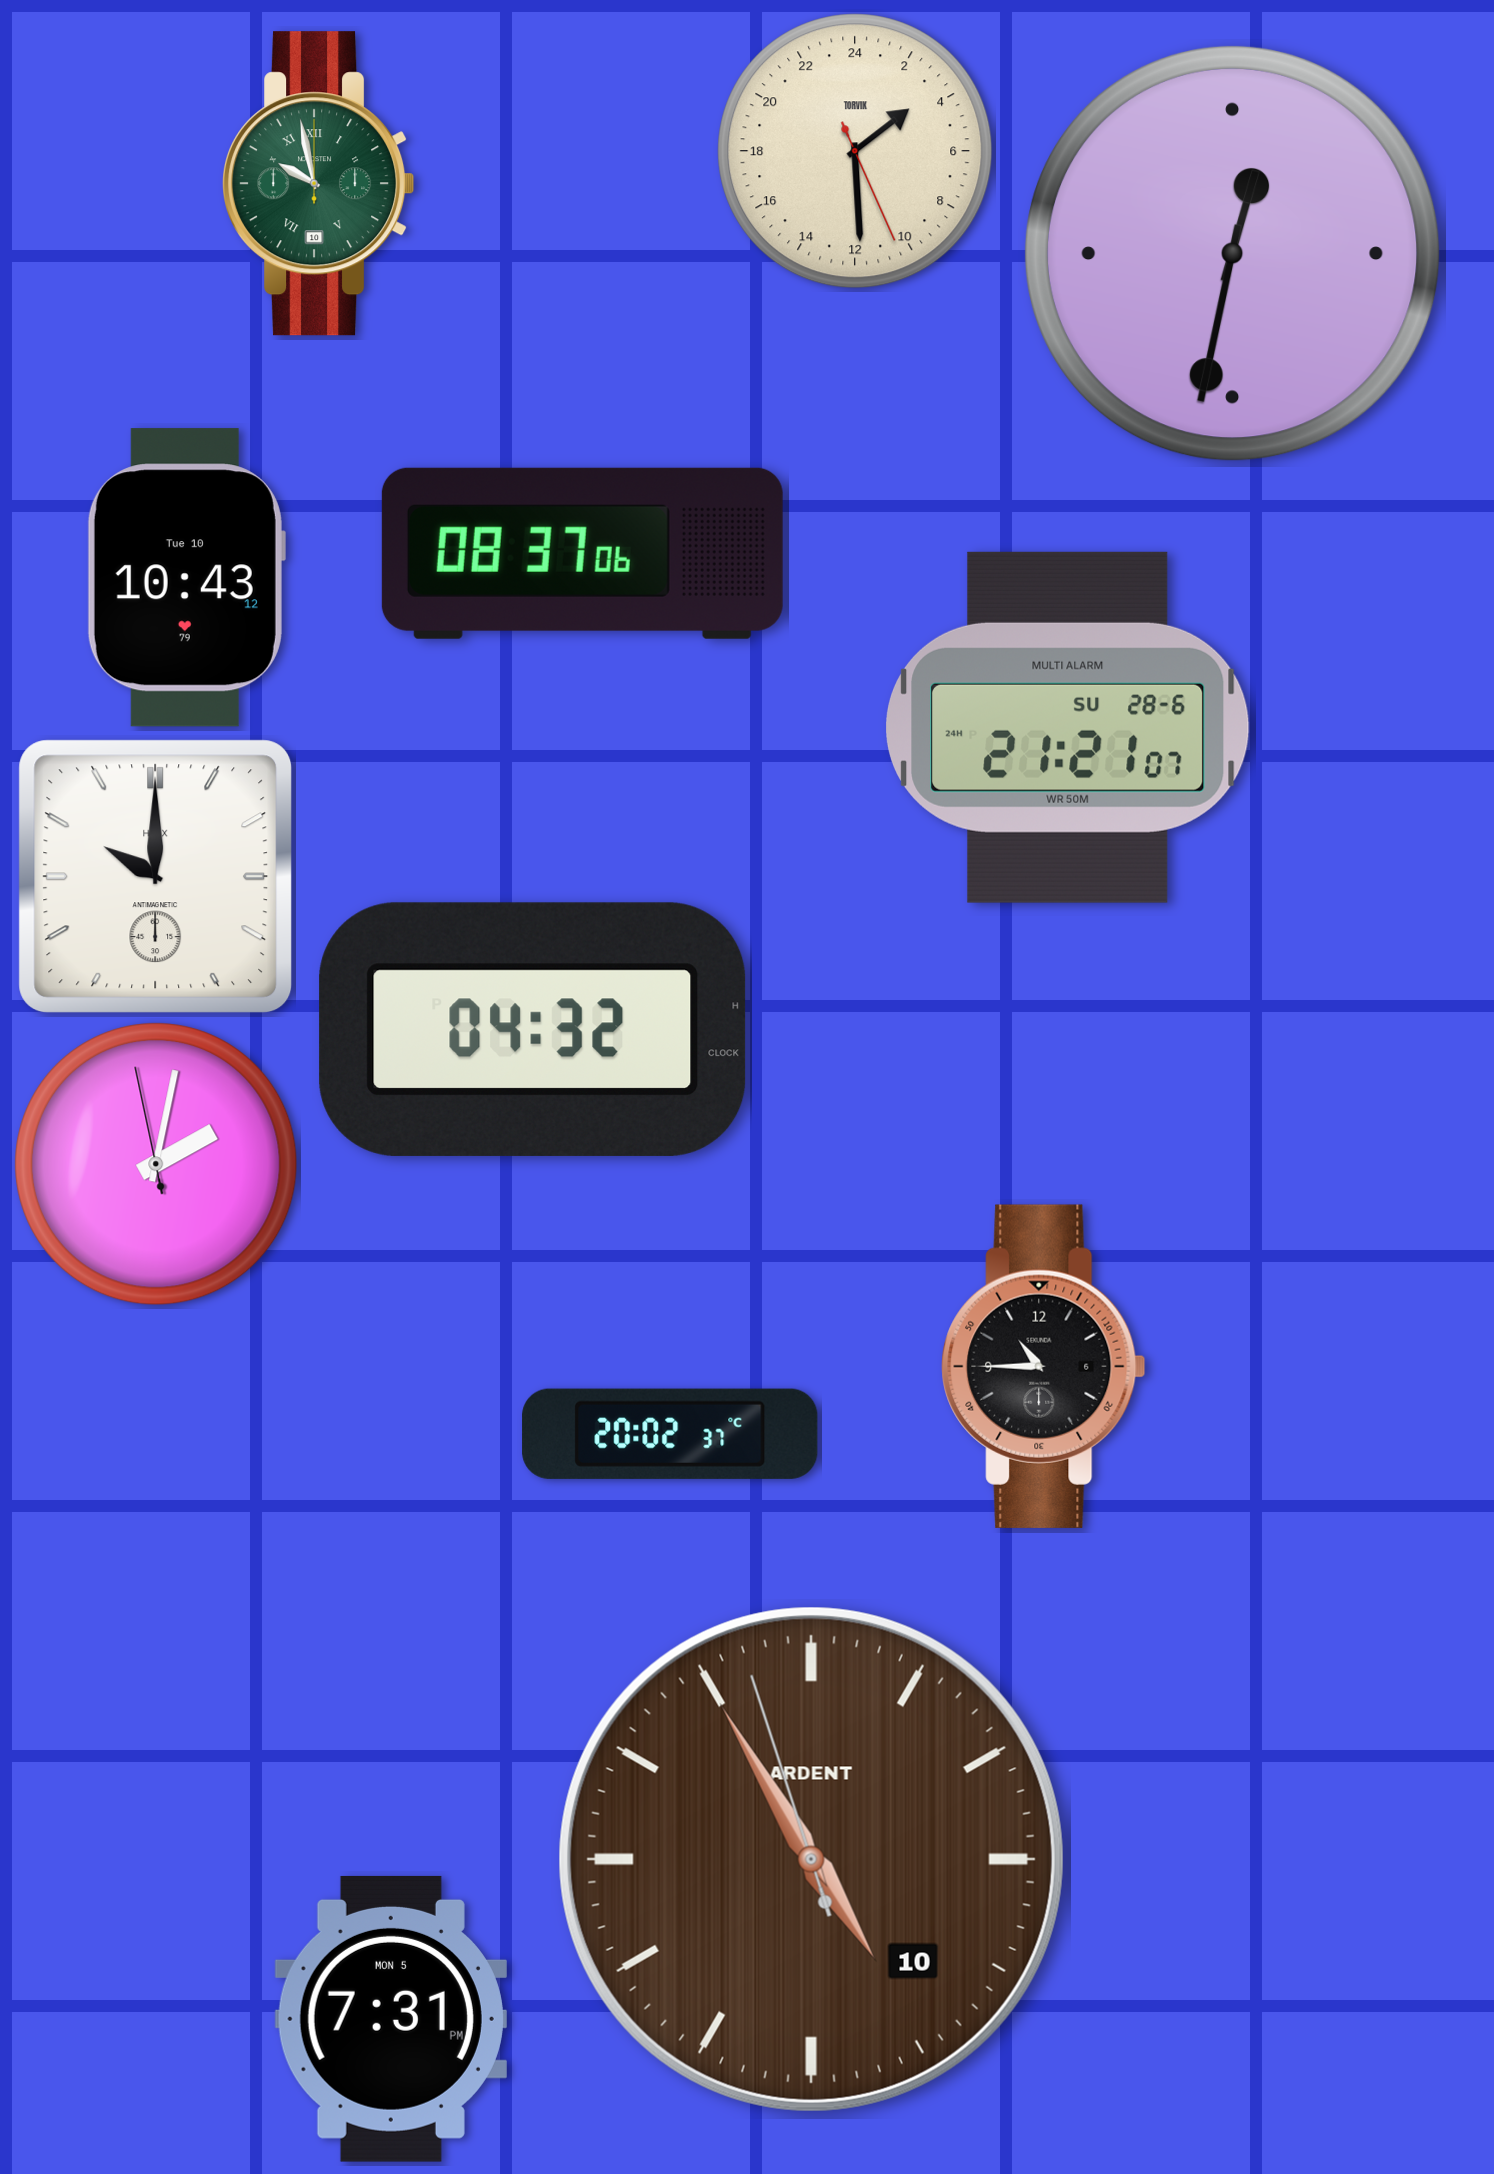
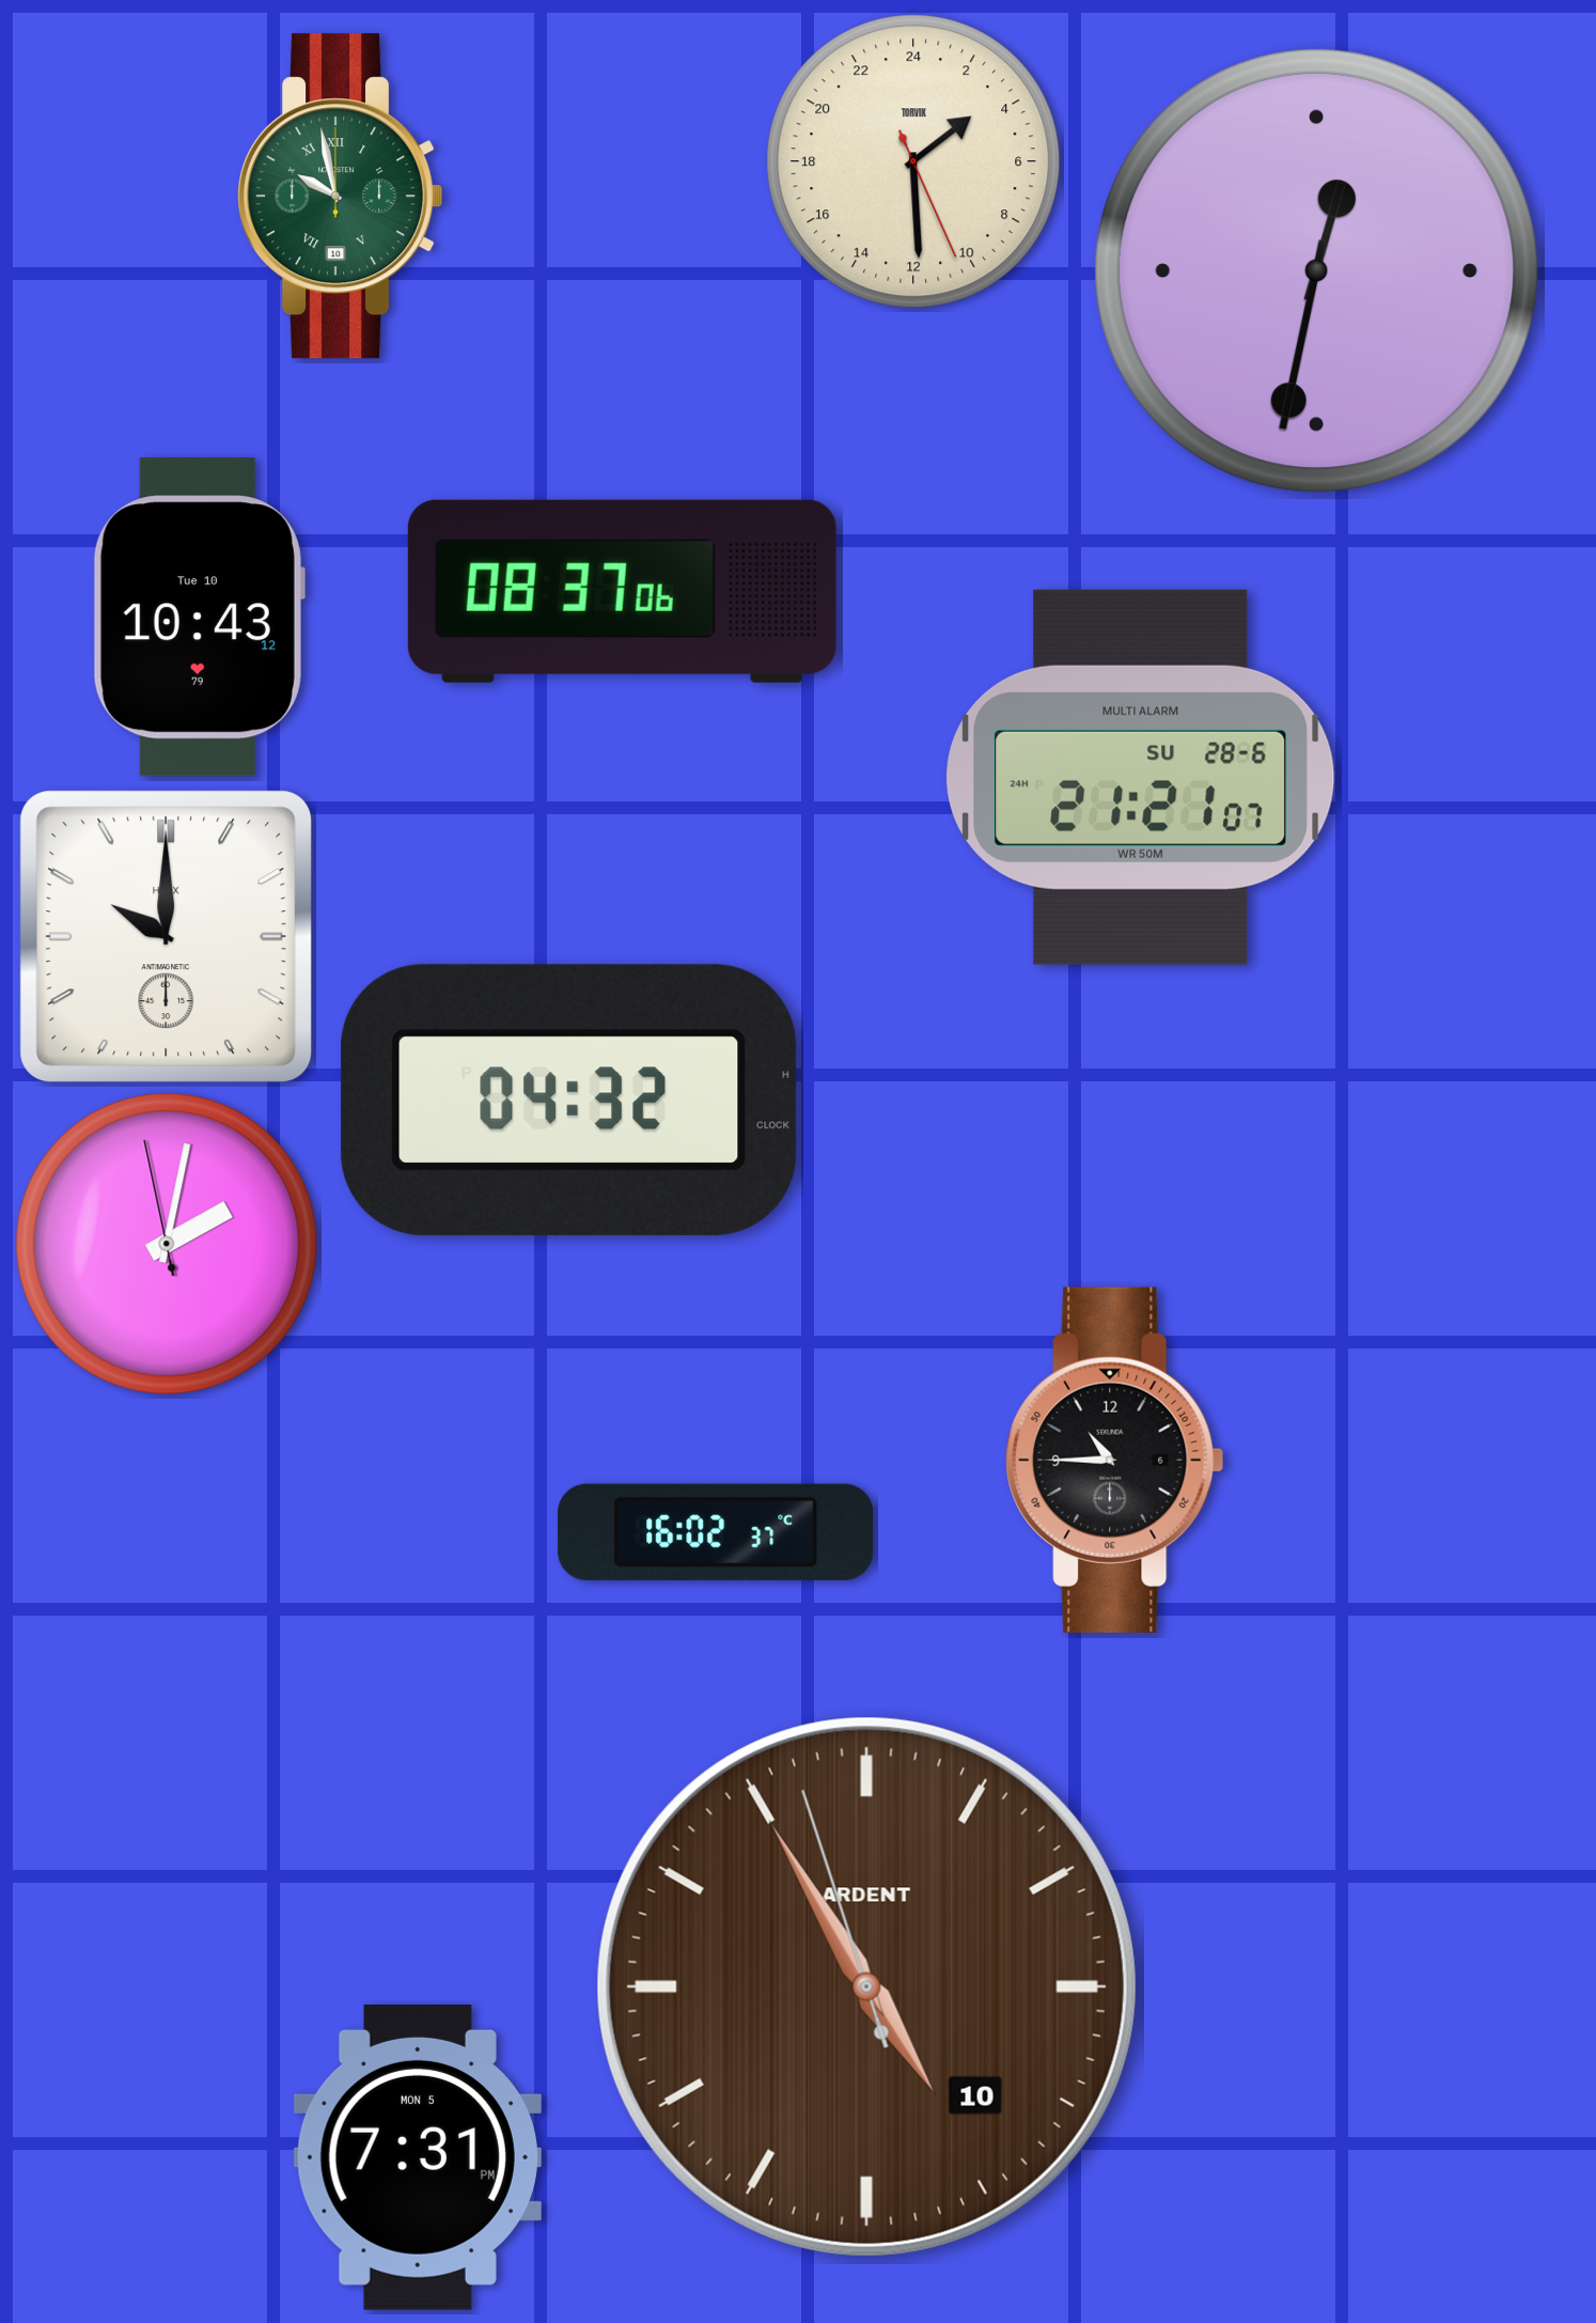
clock at (670, 1434): 20:02 -> 16:02
